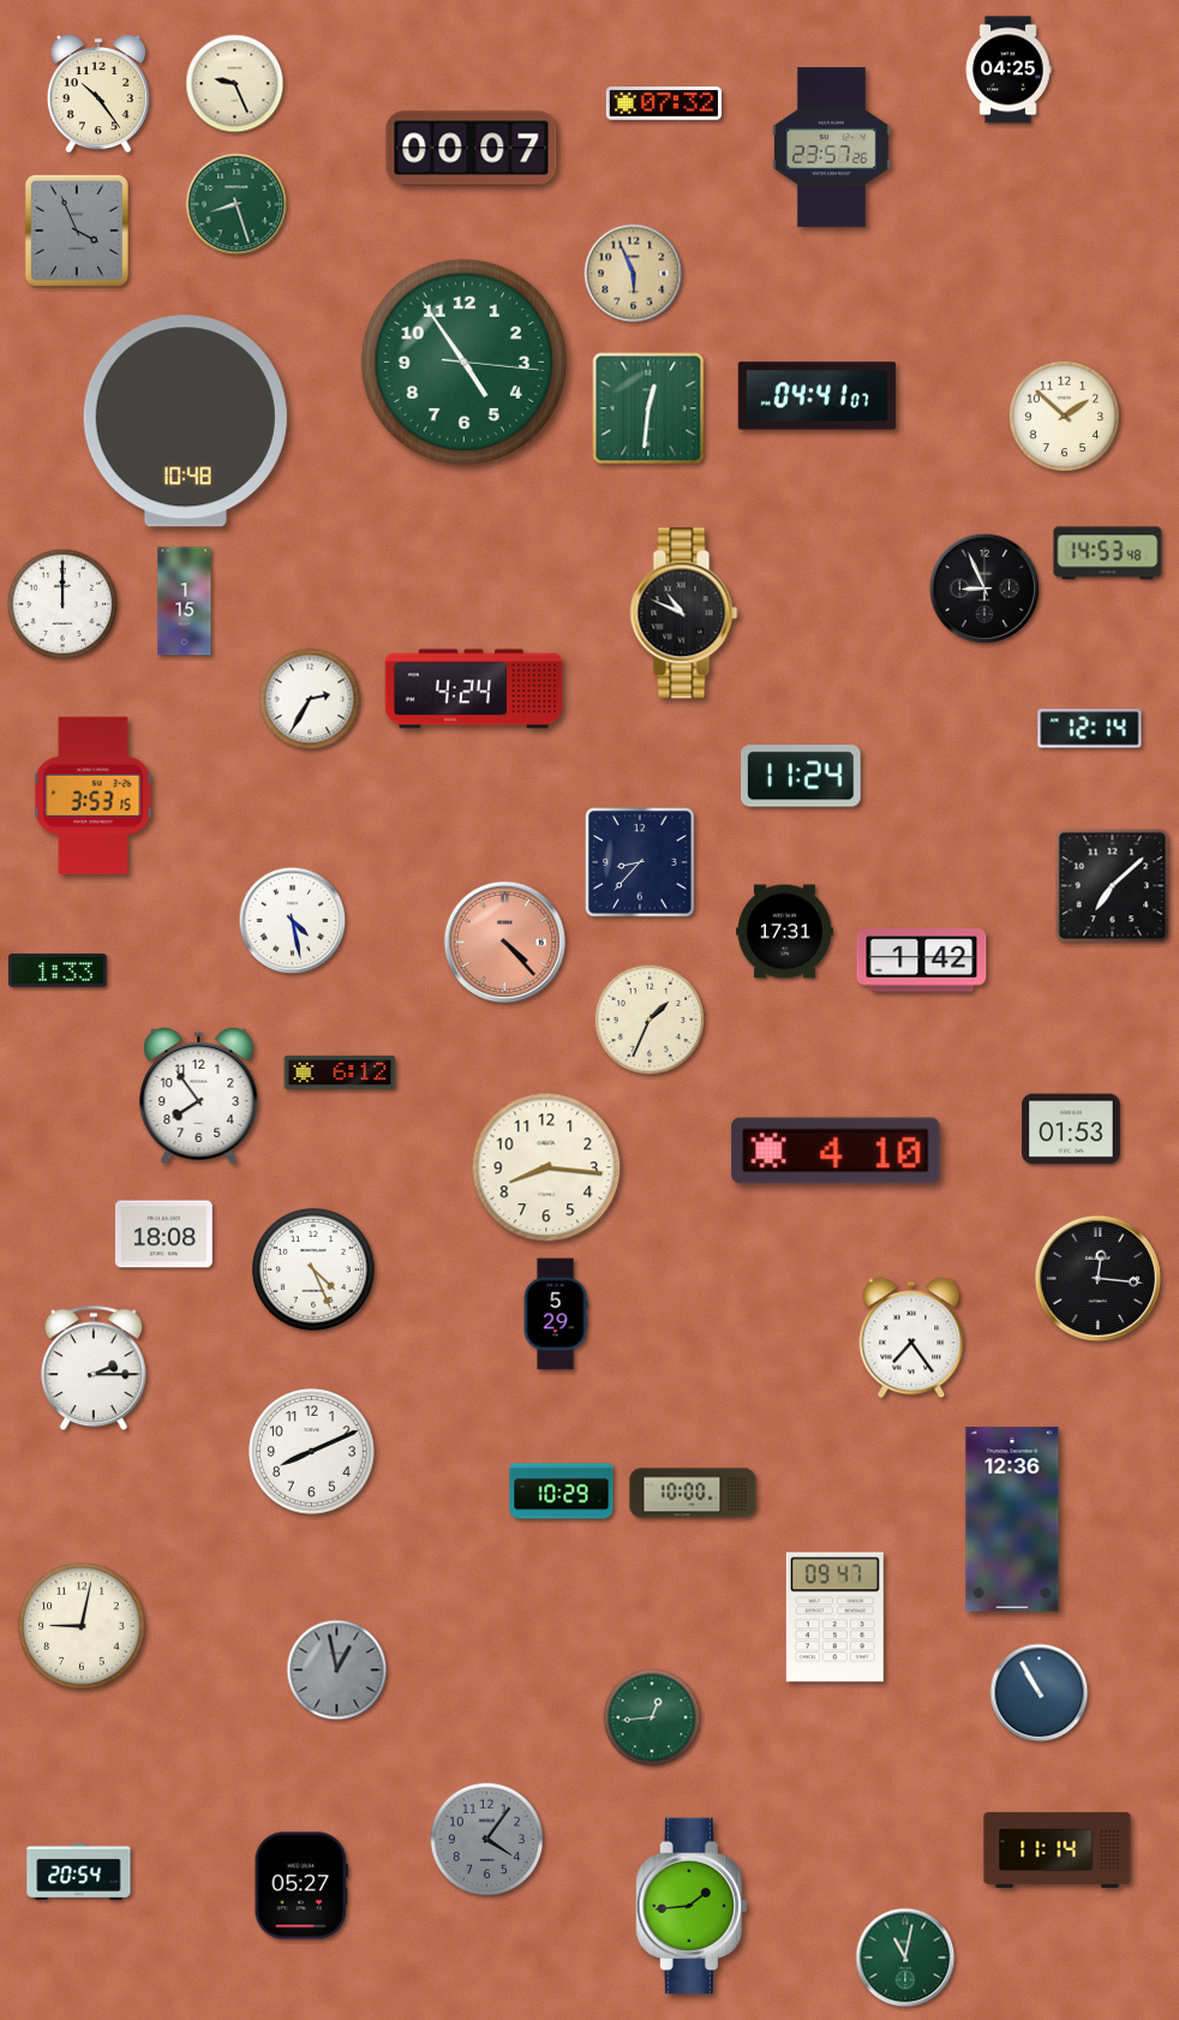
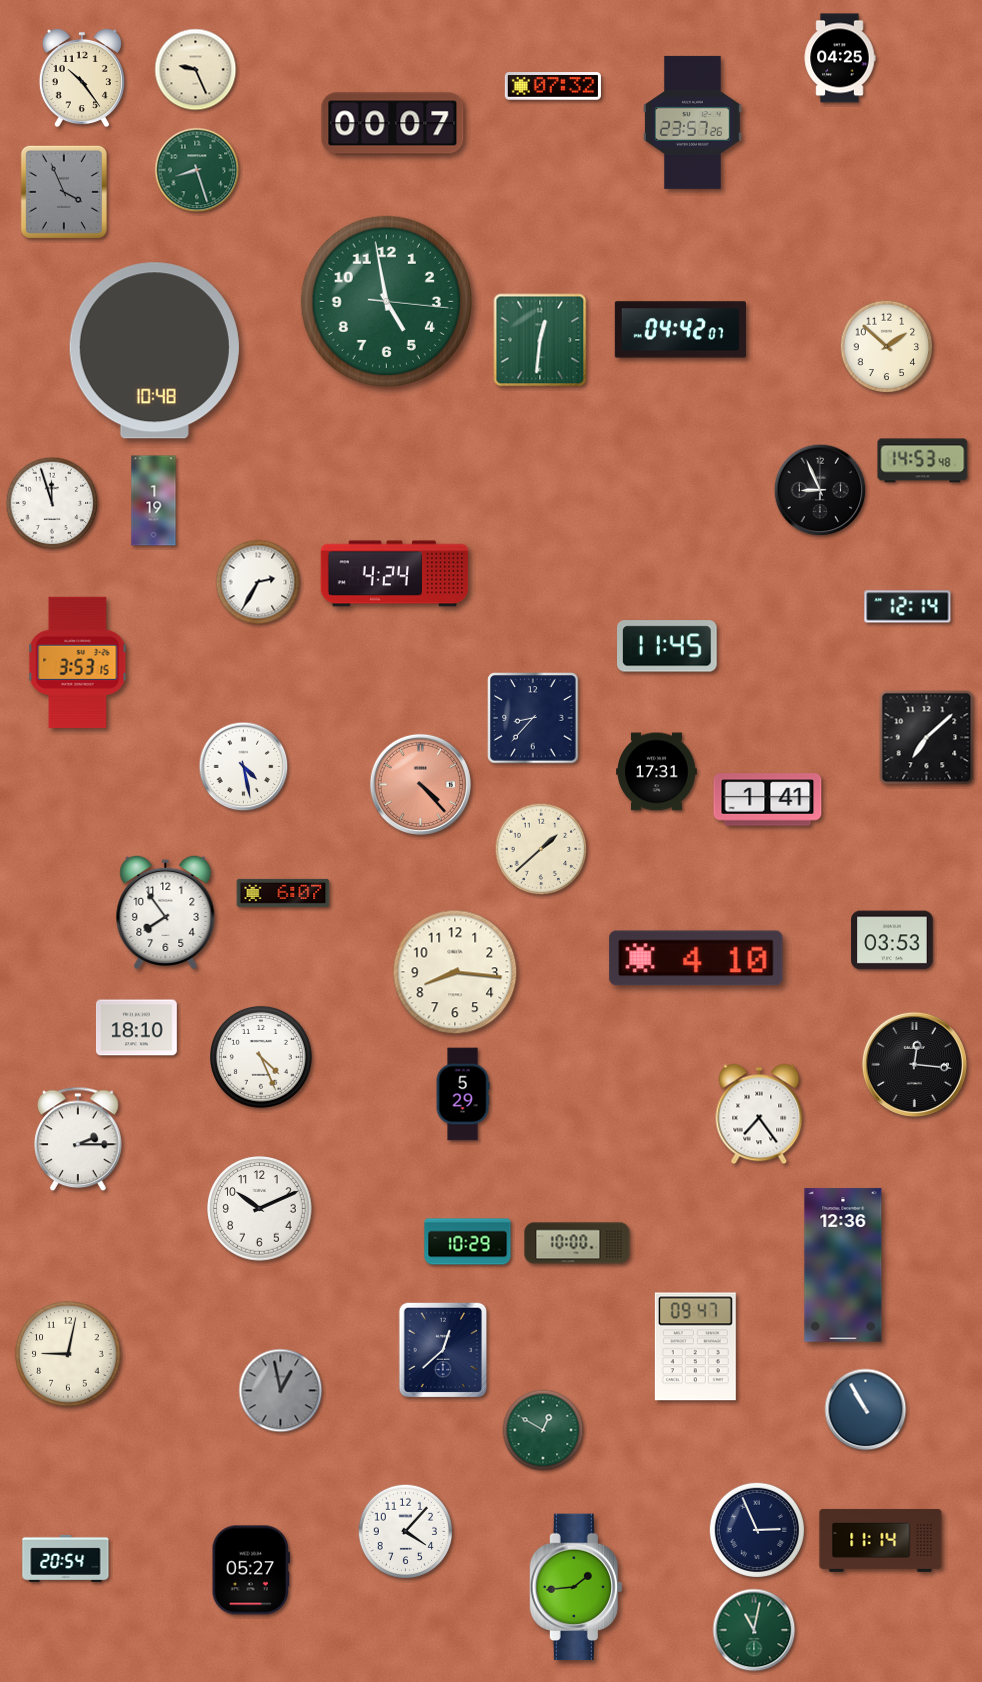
clock at (634, 274): 5:56 -> none
clock at (463, 361): 4:54 -> 4:58
clock at (816, 396): 04:41 -> 04:42
clock at (185, 602): 1:15 -> 1:19
clock at (62, 604): 12:00 -> 11:57
clock at (684, 614): 10:49 -> none
clock at (802, 776): 11:24 -> 11:45
clock at (785, 932) position: (785, 932) -> (657, 772)
clock at (922, 961): 1:42 -> 1:41
clock at (58, 970): 1:33 -> none
clock at (650, 1020): 1:34 -> 1:38
clock at (340, 1072): 6:12 -> 6:07
clock at (1071, 1129): 01:53 -> 03:53
clock at (163, 1235): 18:08 -> 18:10
clock at (312, 1452): 8:11 -> 10:11
clock at (443, 1350): none -> 12:38
clock at (652, 1717): 12:44 -> 12:50
clock at (756, 1529): none -> 2:56
clock at (486, 1839): 4:06 -> 4:07
clock at (486, 1839) dial: grey -> white
